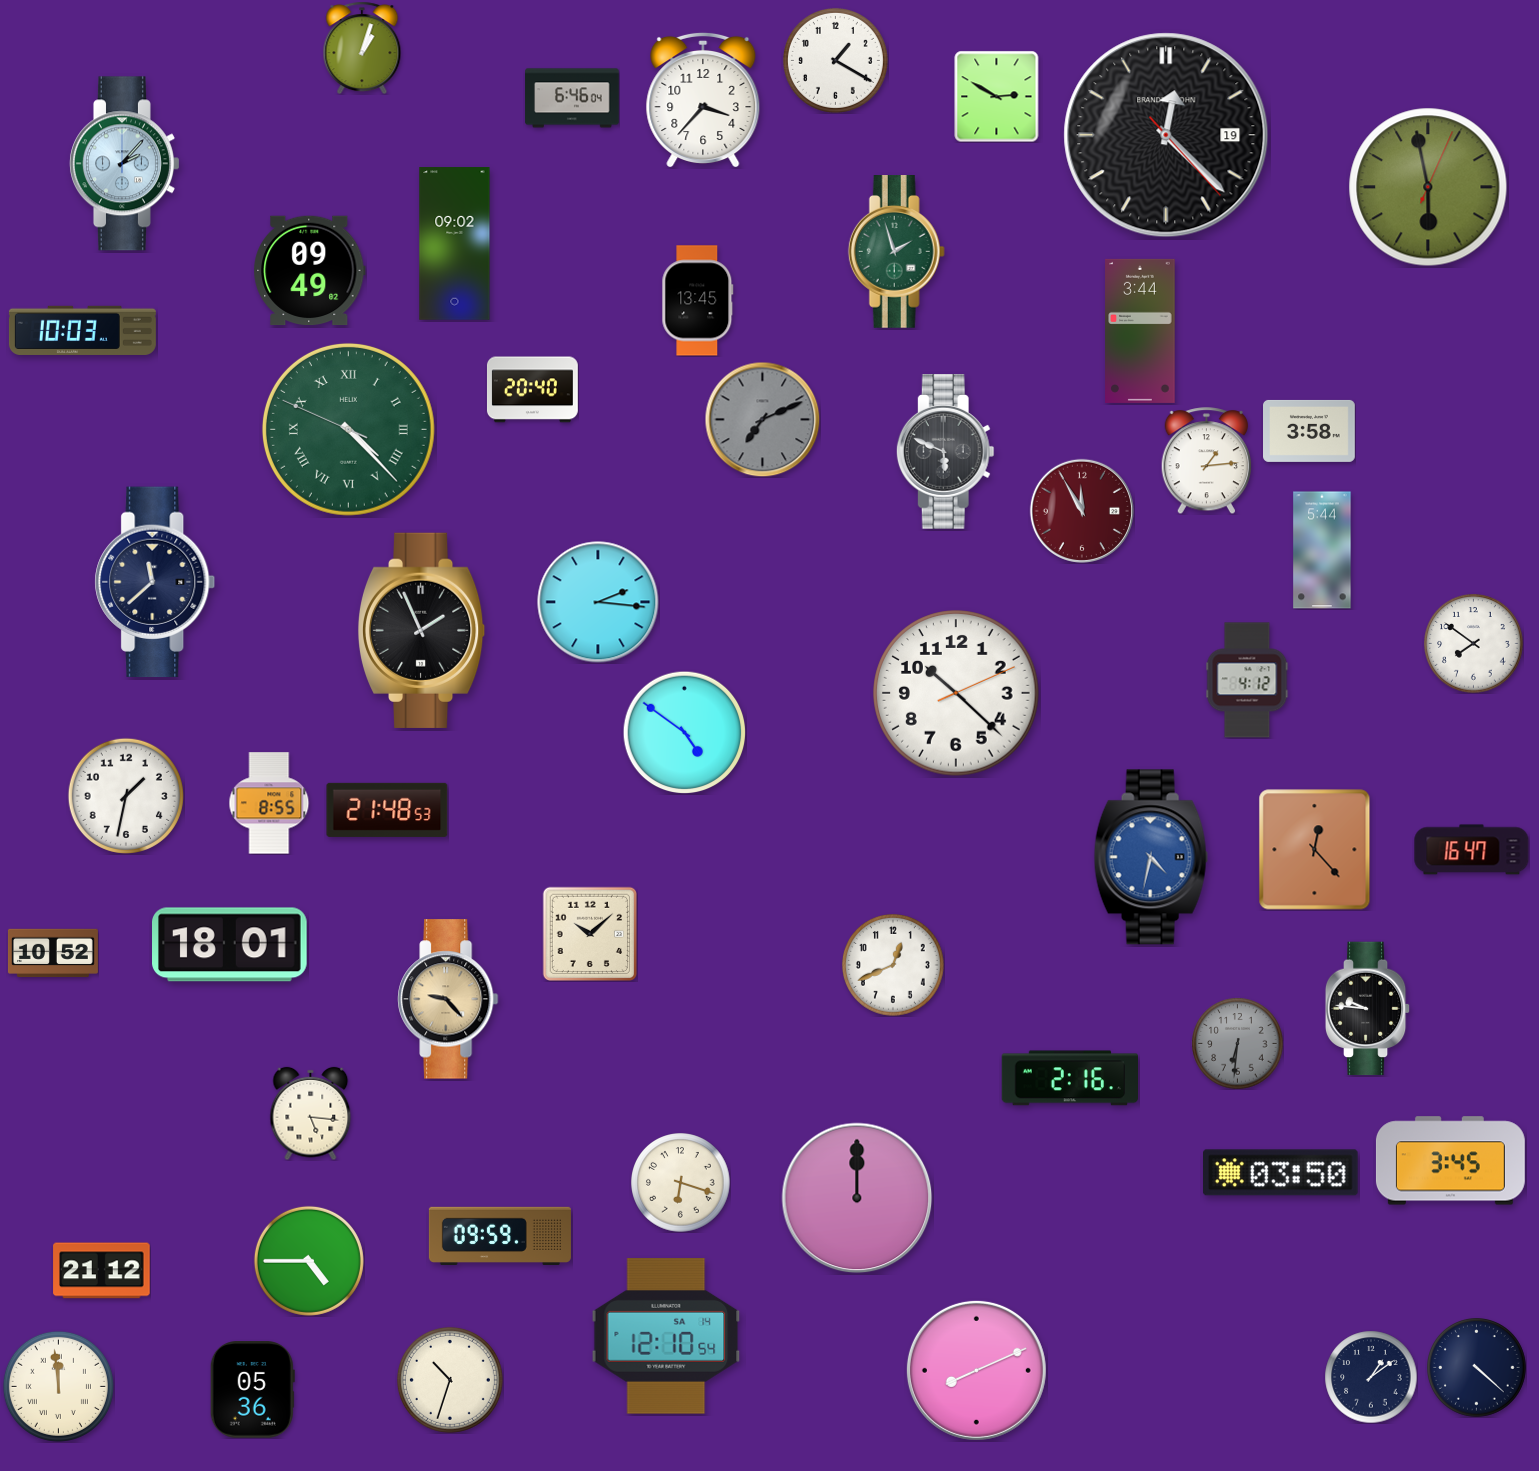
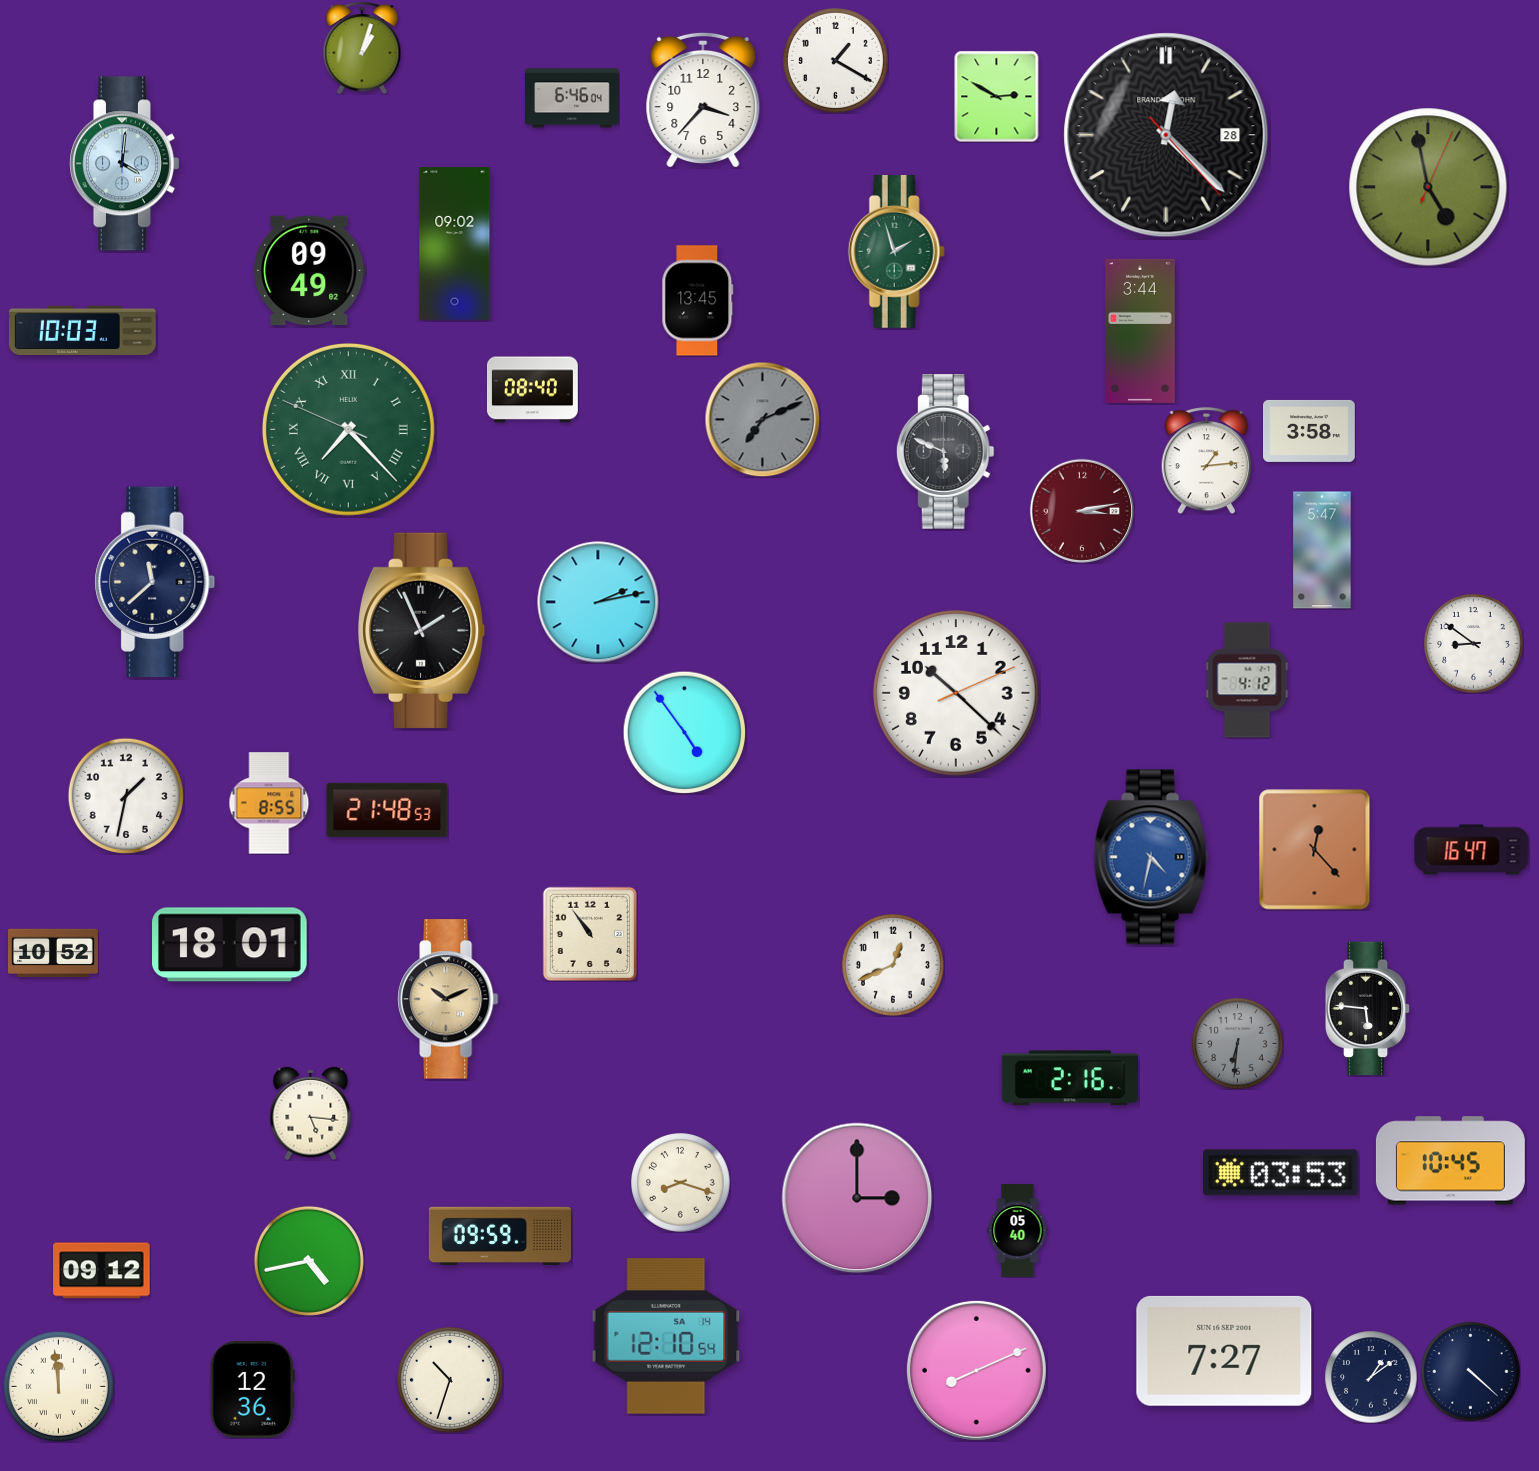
clock at (1166, 135) date: 19 -> 28
clock at (124, 164): 2:07 -> 4:01
clock at (1428, 187): 5:58 -> 4:58
clock at (532, 390): 20:40 -> 08:40
clock at (348, 429): 4:22 -> 7:22
clock at (1082, 511): 11:55 -> 3:13
clock at (1322, 550): 5:44 -> 5:47
clock at (598, 602): 2:16 -> 2:13
clock at (1474, 644): 7:51 -> 8:51
clock at (684, 732): 4:51 -> 4:54
clock at (589, 933): 10:08 -> 10:54
clock at (449, 999): 9:23 -> 10:11
clock at (1368, 1009): 9:46 -> 5:46
clock at (1450, 1161): 3:45 -> 10:45
clock at (1281, 1173): 03:50 -> 03:53
clock at (681, 1183): 6:18 -> 8:18
clock at (857, 1198): 12:00 -> 3:00
clock at (1018, 1231): none -> 05:40
clock at (309, 1261): 4:45 -> 4:43
clock at (102, 1271): 21:12 -> 09:12
clock at (1224, 1351): none -> 7:27
clock at (1477, 1368) position: (1477, 1368) -> (1471, 1372)
clock at (252, 1390): 05:36 -> 12:36
